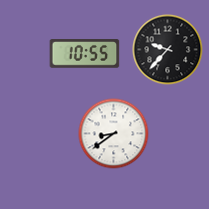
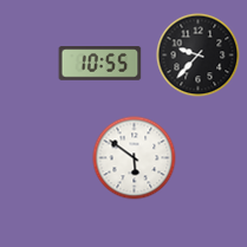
clock at (168, 50) position: (168, 50) -> (199, 56)
clock at (114, 134): 8:39 -> 5:51
